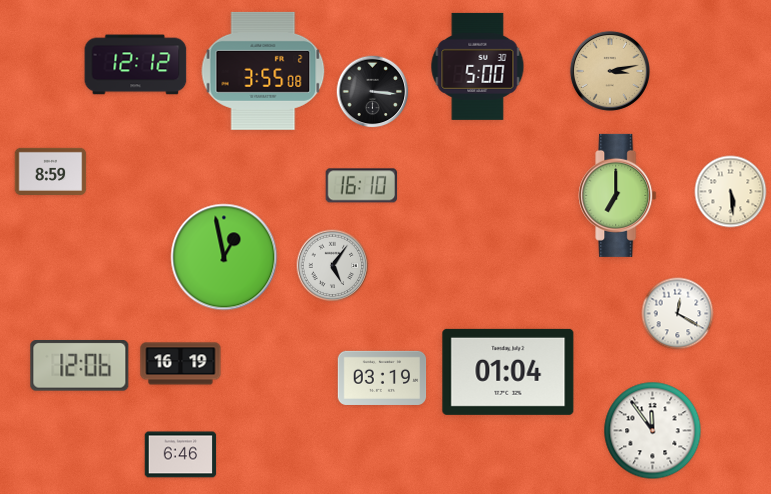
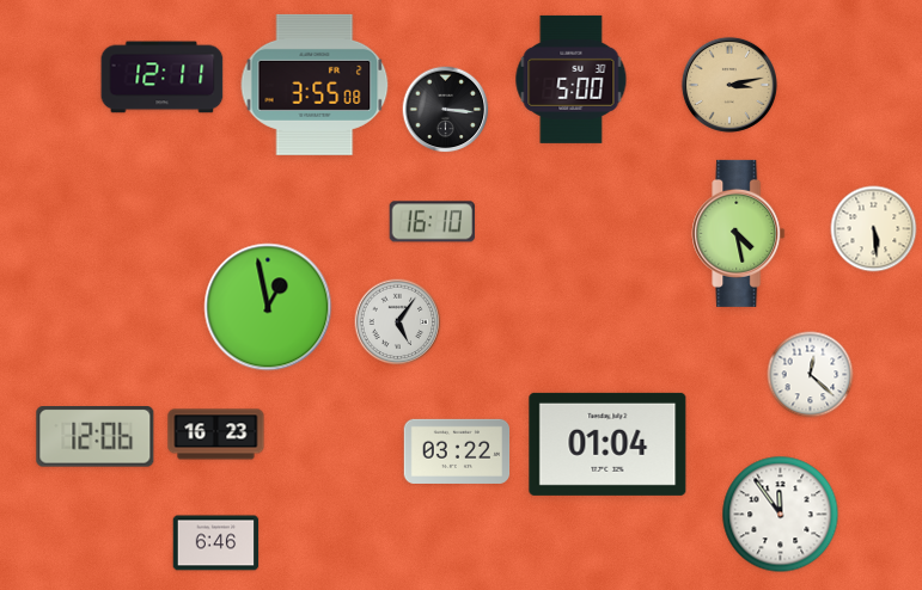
clock at (136, 65): 12:12 -> 12:11
clock at (51, 171): 8:59 -> none
clock at (618, 195): 7:00 -> 4:28
clock at (333, 266) position: (333, 266) -> (398, 322)
clock at (678, 314): 12:20 -> 12:22
clock at (181, 364): 16:19 -> 16:23
clock at (382, 378): 03:19 -> 03:22
